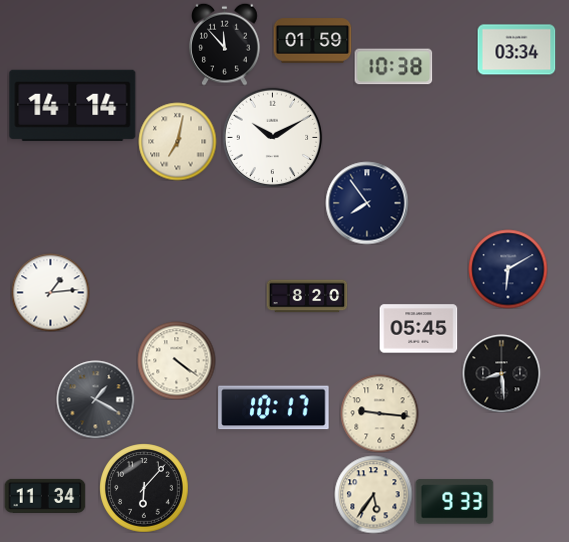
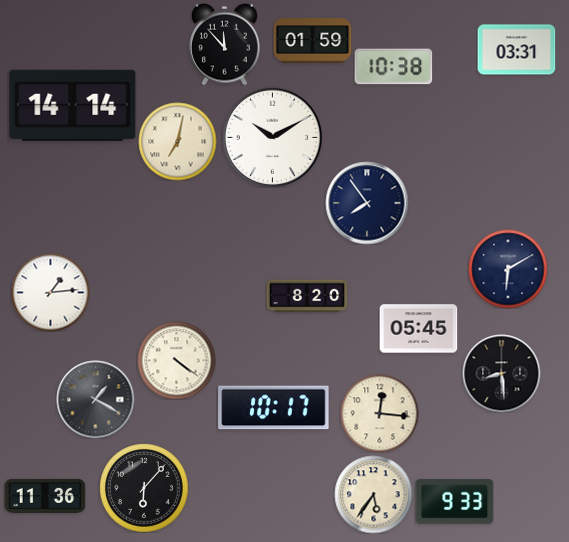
clock at (516, 50): 03:34 -> 03:31
clock at (379, 413): 9:16 -> 12:16
clock at (45, 496): 11:34 -> 11:36
